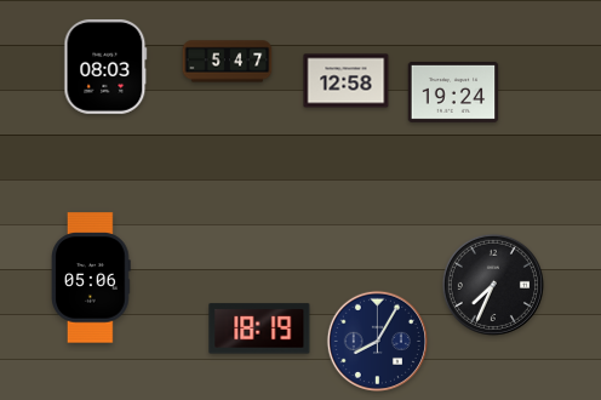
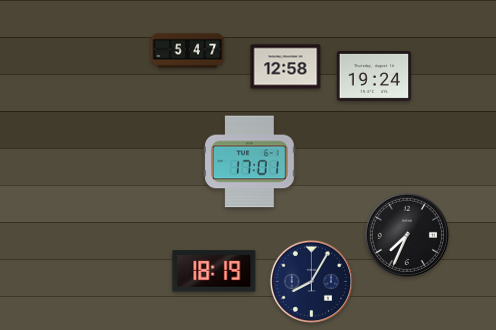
clock at (105, 67): 08:03 -> none
clock at (250, 162): none -> 17:01
clock at (92, 278): 05:06 -> none
